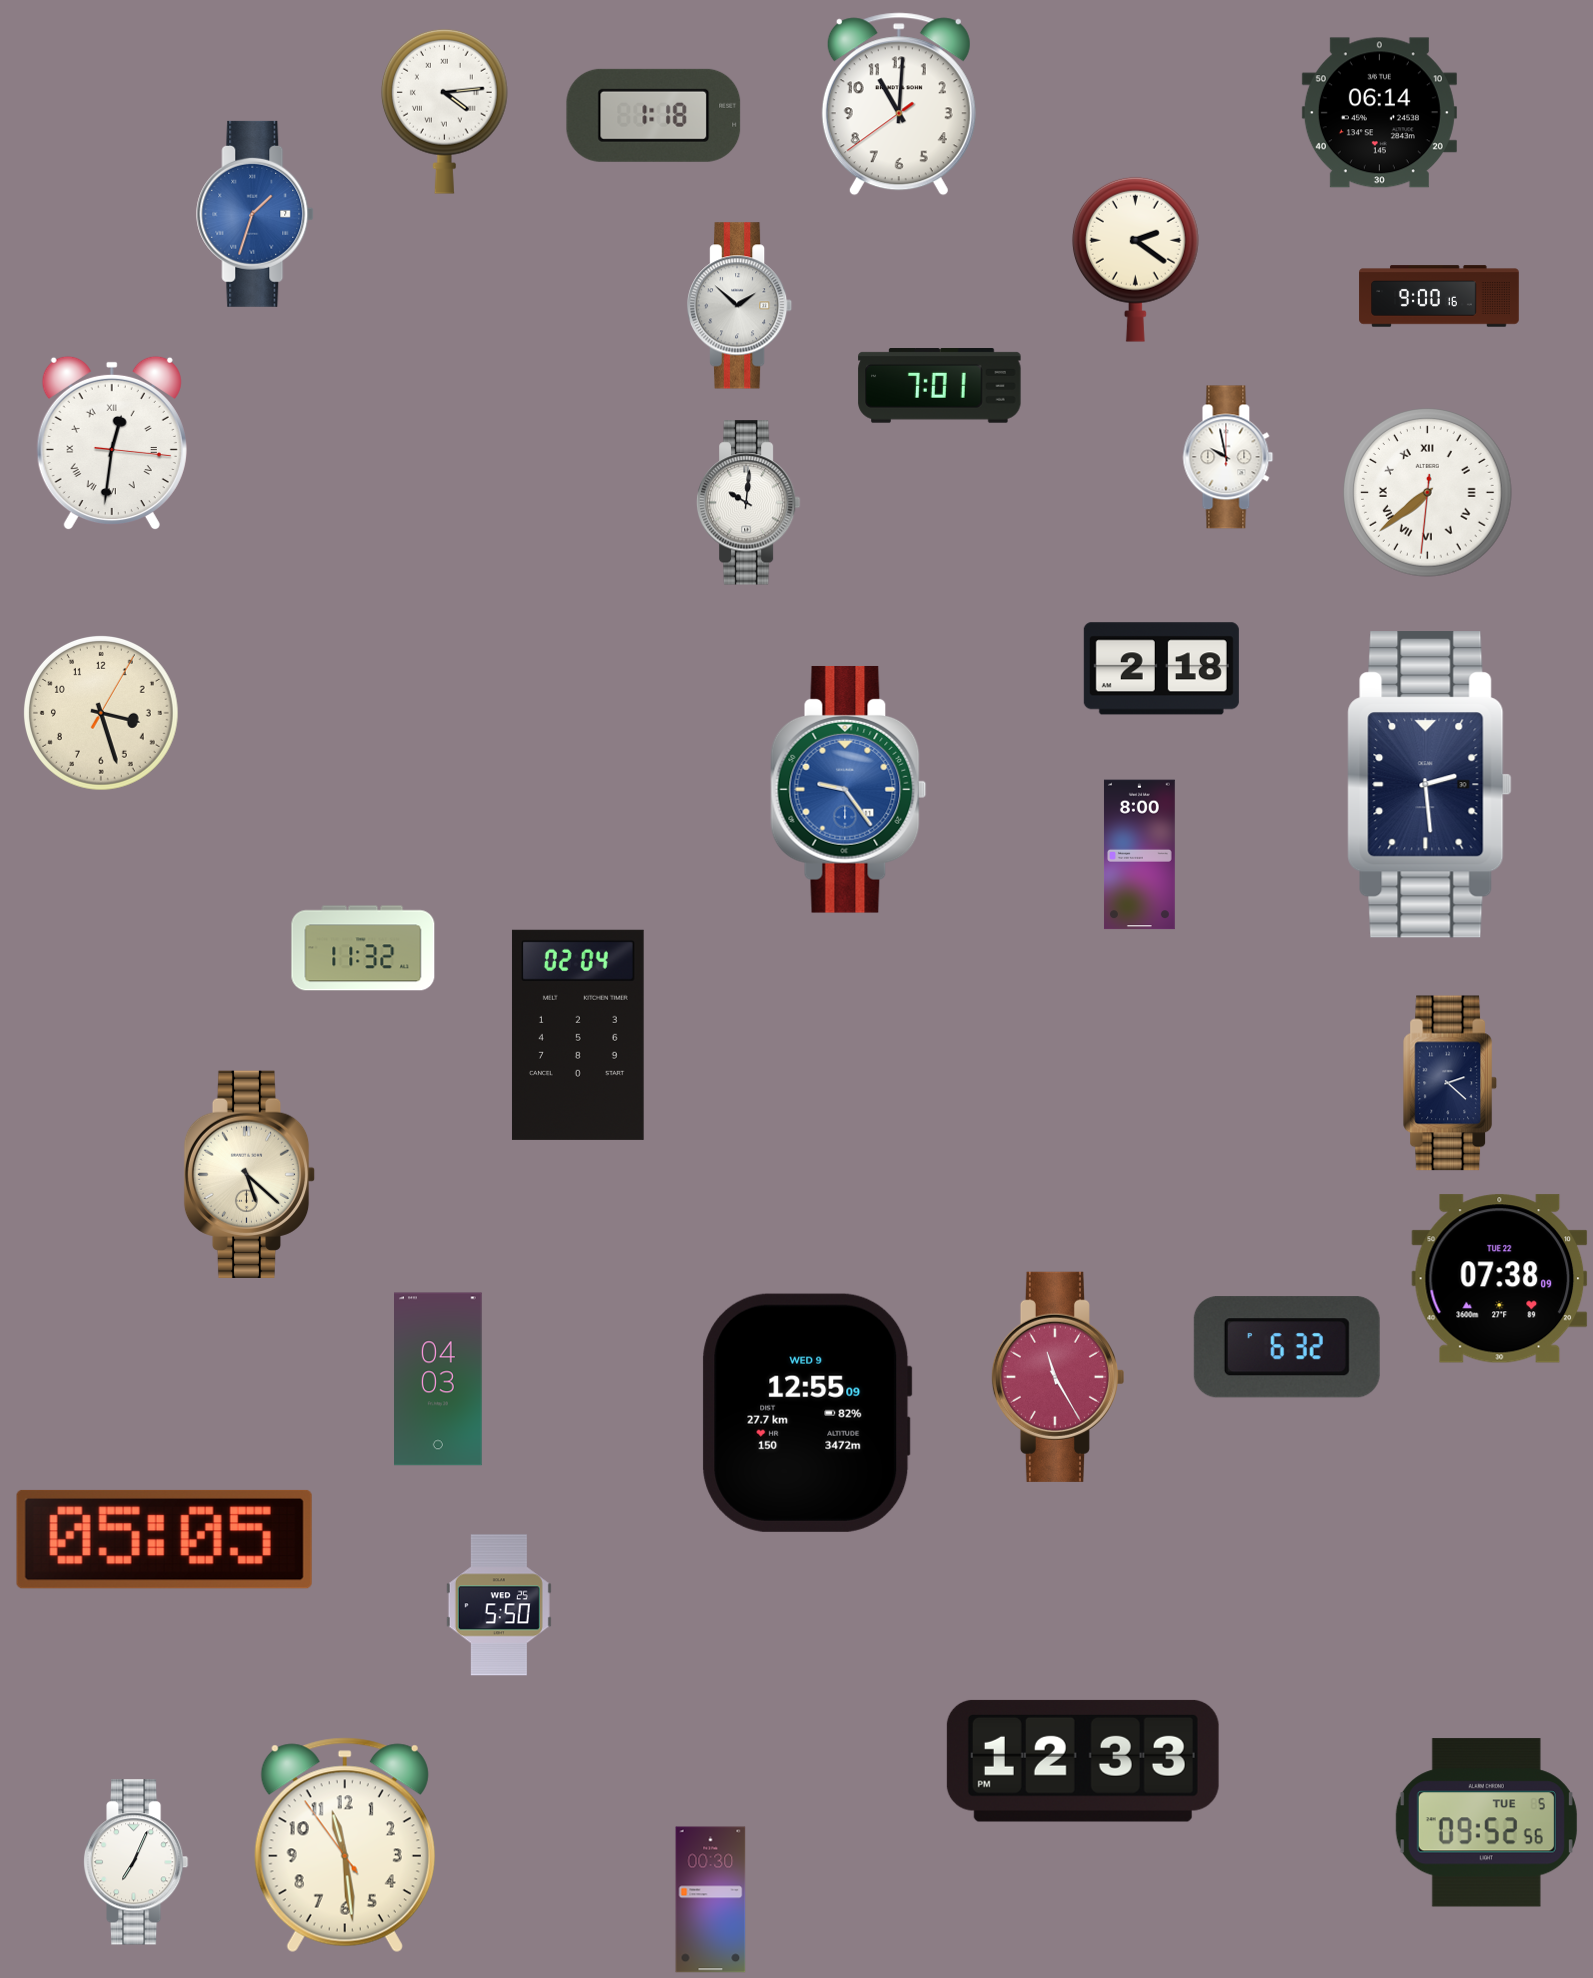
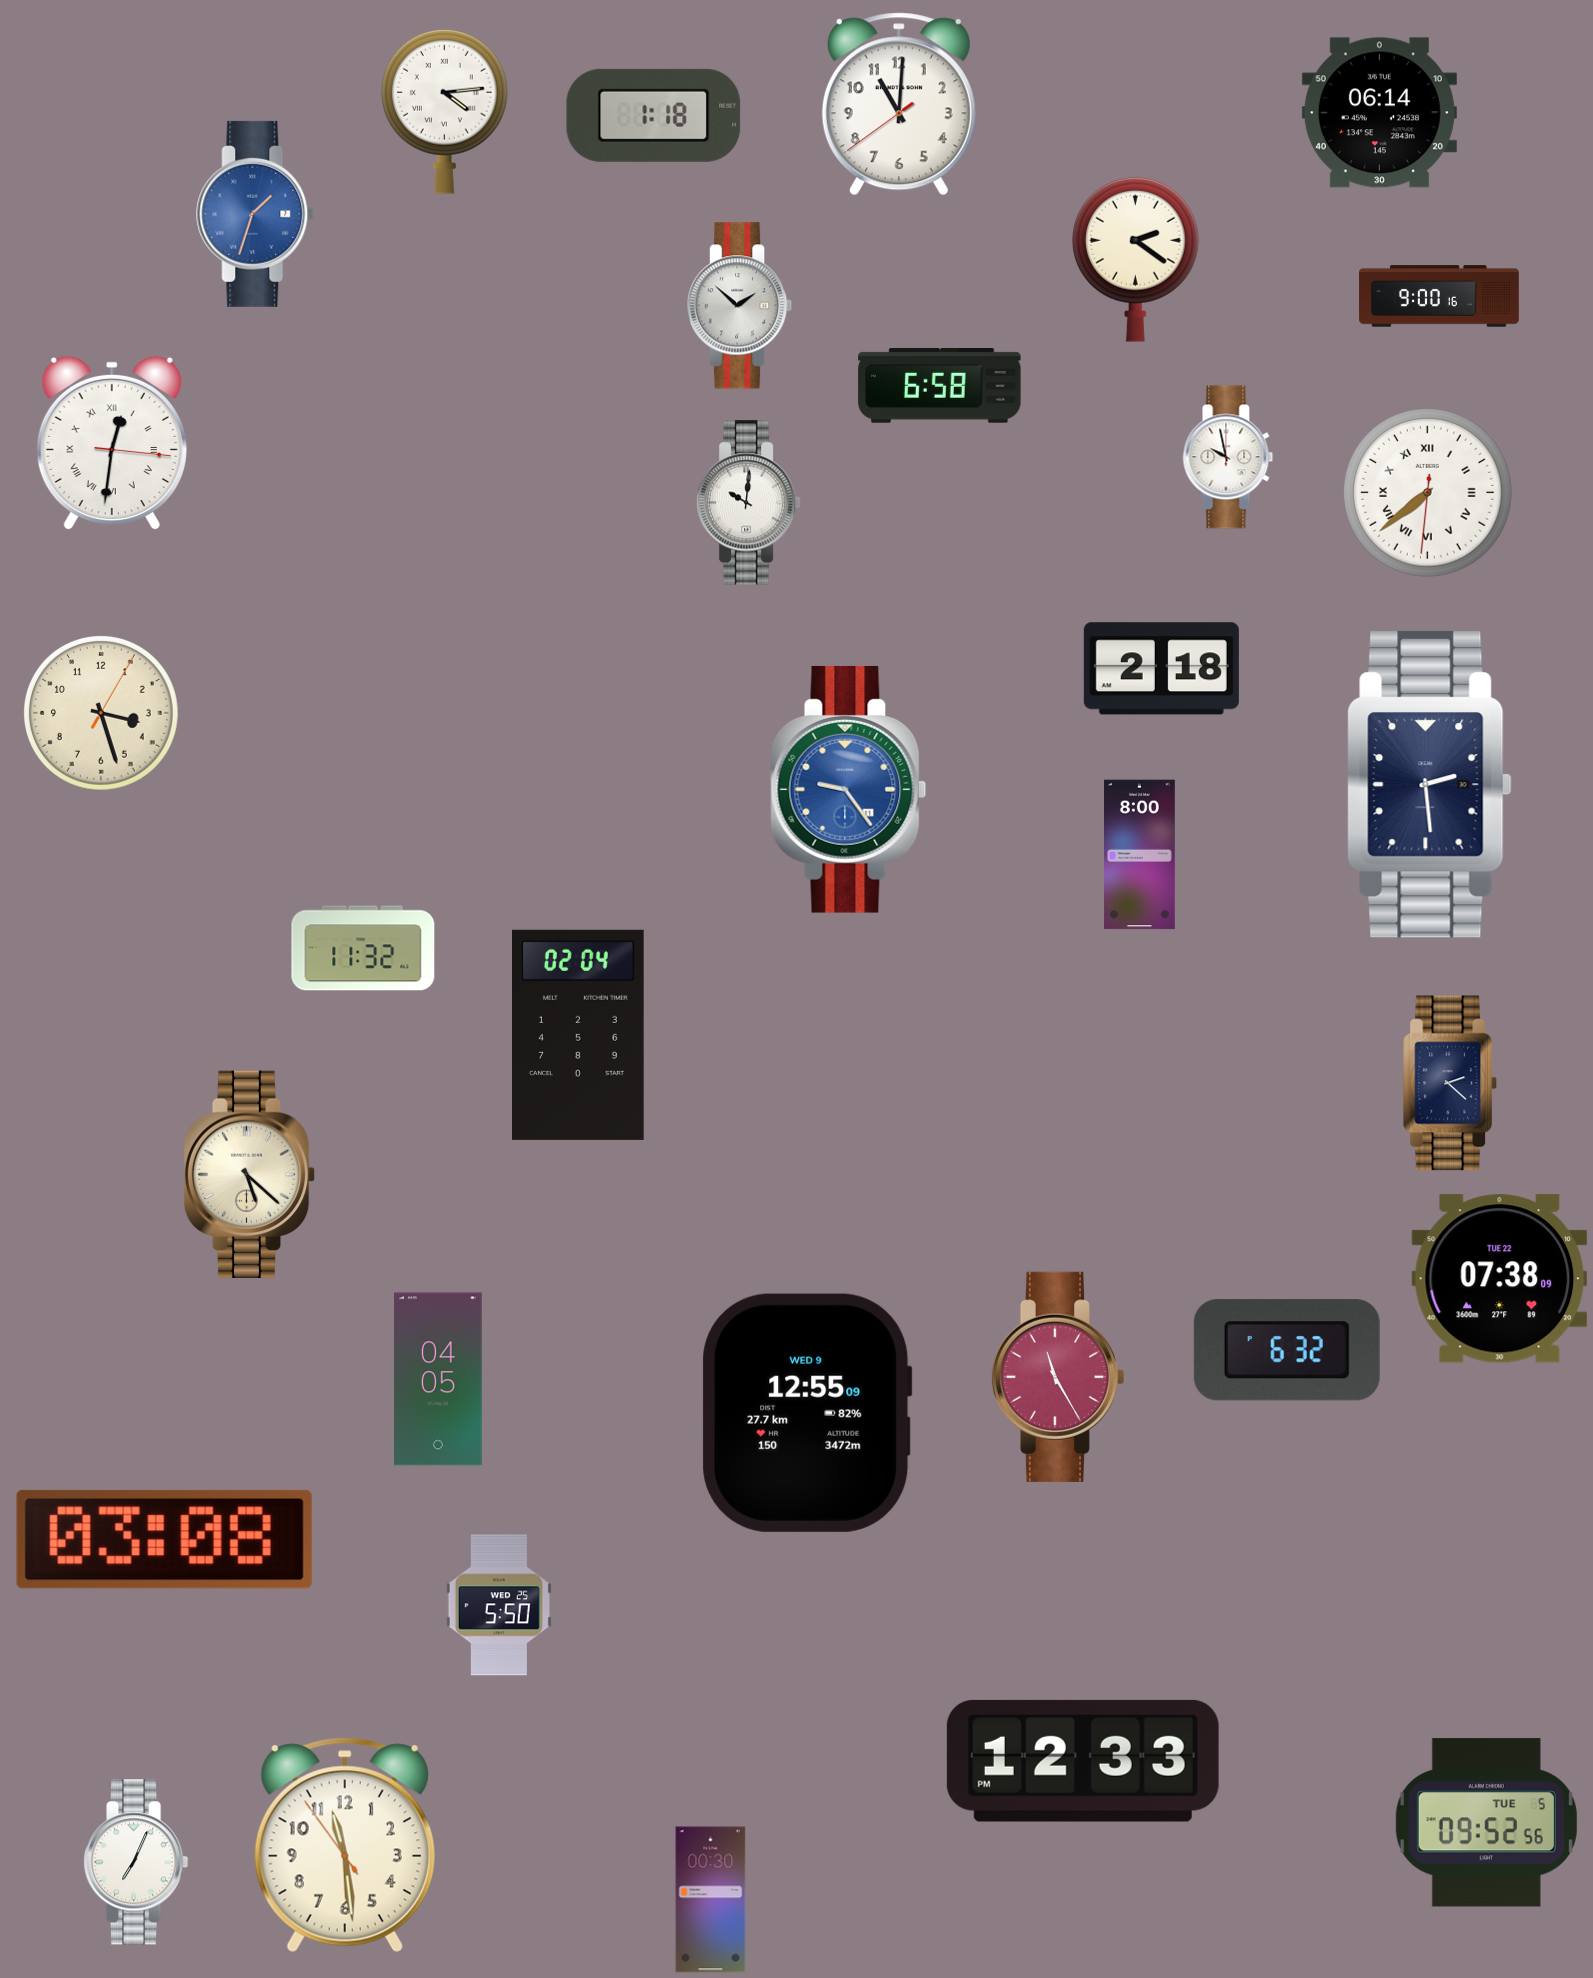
clock at (940, 386): 7:01 -> 6:58
clock at (1287, 1347) position: (1287, 1347) -> (1287, 1350)
clock at (439, 1379): 04:03 -> 04:05
clock at (164, 1539): 05:05 -> 03:08
